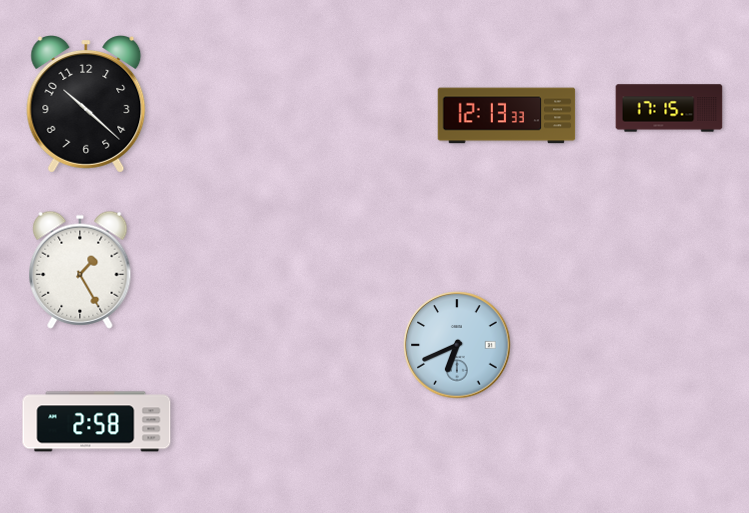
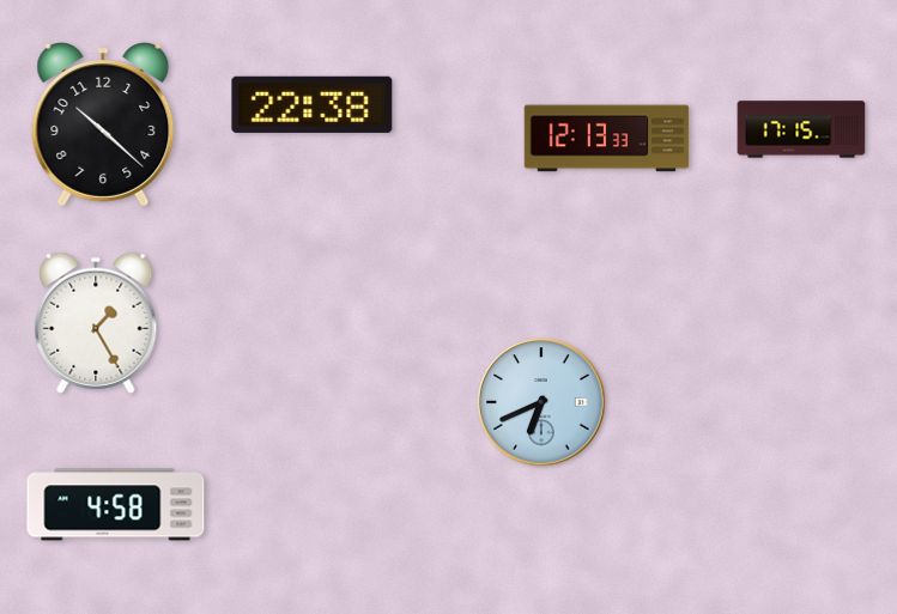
clock at (313, 104): none -> 22:38
clock at (457, 345) position: (457, 345) -> (541, 402)
clock at (97, 422): 2:58 -> 4:58
